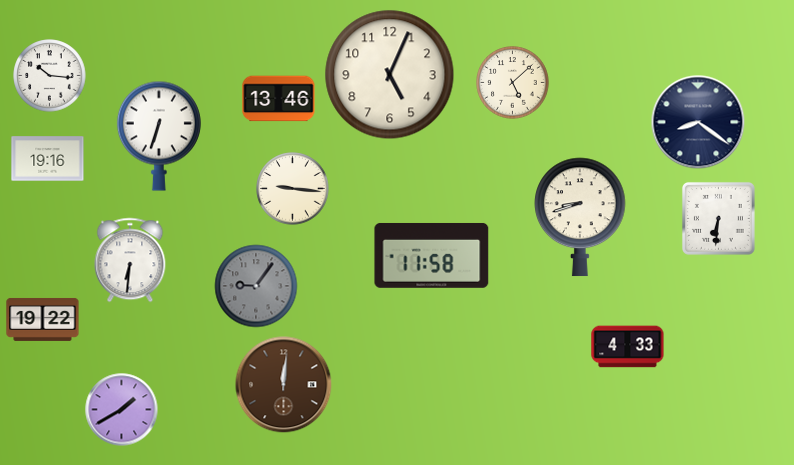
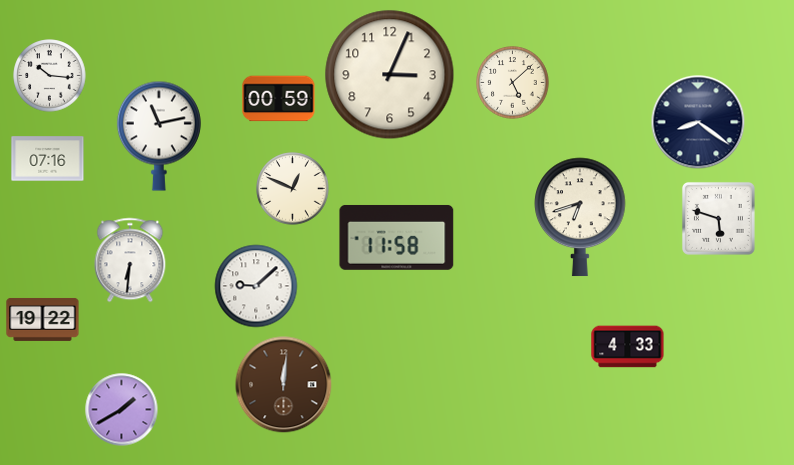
clock at (390, 75): 5:04 -> 3:04
clock at (279, 99): 13:46 -> 00:59
clock at (159, 136): 6:33 -> 11:13
clock at (48, 159): 19:16 -> 07:16
clock at (293, 189): 9:16 -> 12:49
clock at (581, 217): 8:42 -> 6:42
clock at (718, 218): 6:31 -> 5:48
clock at (432, 255) position: (432, 255) -> (397, 237)
clock at (256, 286): 9:06 -> 9:08
clock at (256, 286) dial: grey -> white
